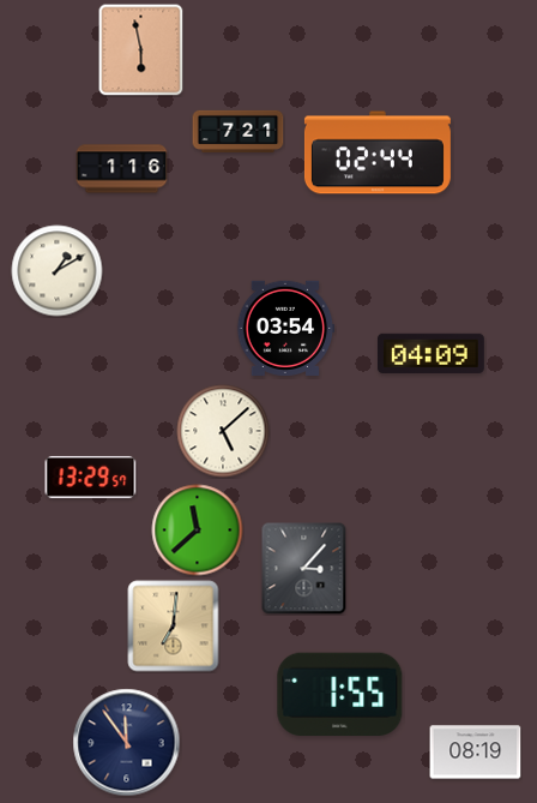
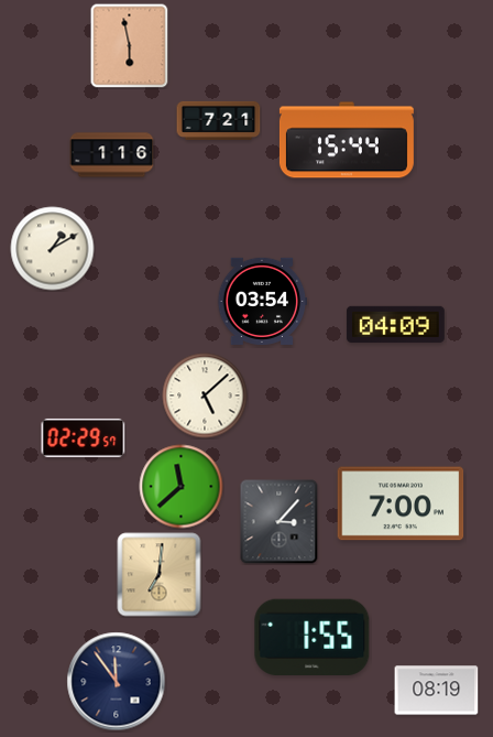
clock at (378, 152): 02:44 -> 15:44
clock at (91, 477): 13:29 -> 02:29
clock at (401, 503): none -> 7:00
